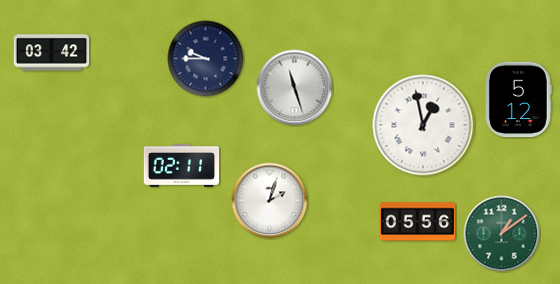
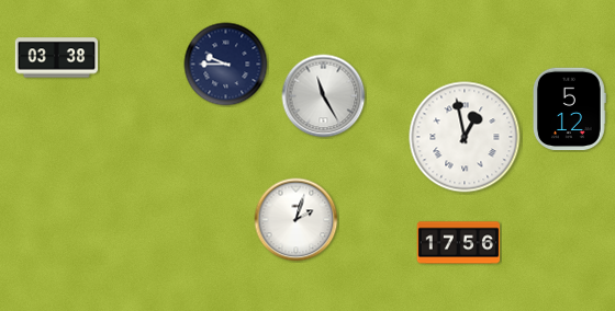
clock at (52, 53): 03:42 -> 03:38
clock at (295, 88): 11:27 -> 11:25
clock at (182, 166): 02:11 -> none
clock at (418, 222): 05:56 -> 17:56
clock at (502, 234): 1:09 -> none
